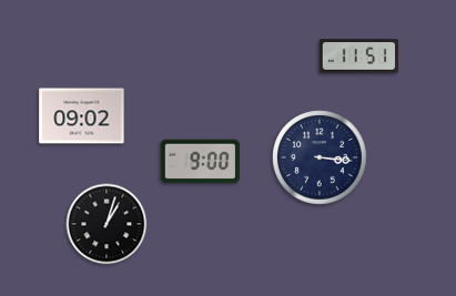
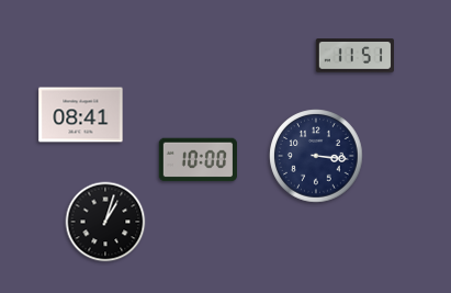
clock at (82, 116): 09:02 -> 08:41
clock at (200, 162): 9:00 -> 10:00
